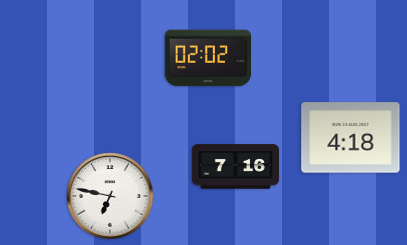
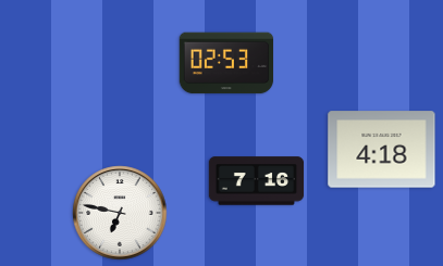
clock at (208, 58): 02:02 -> 02:53
